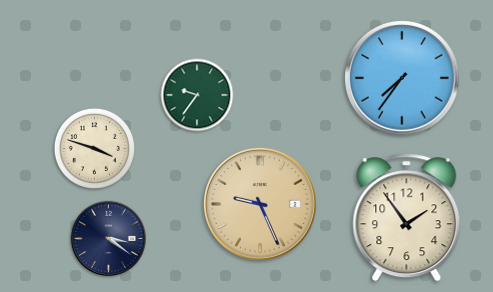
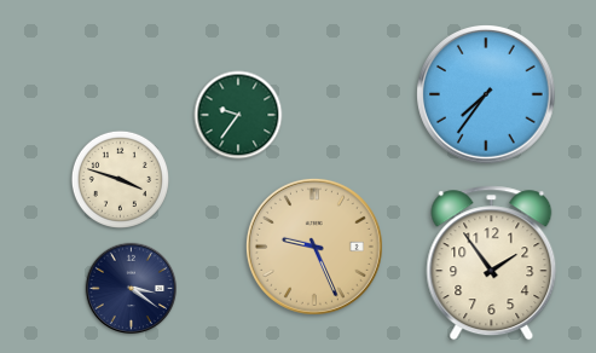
clock at (94, 148) position: (94, 148) -> (120, 179)
